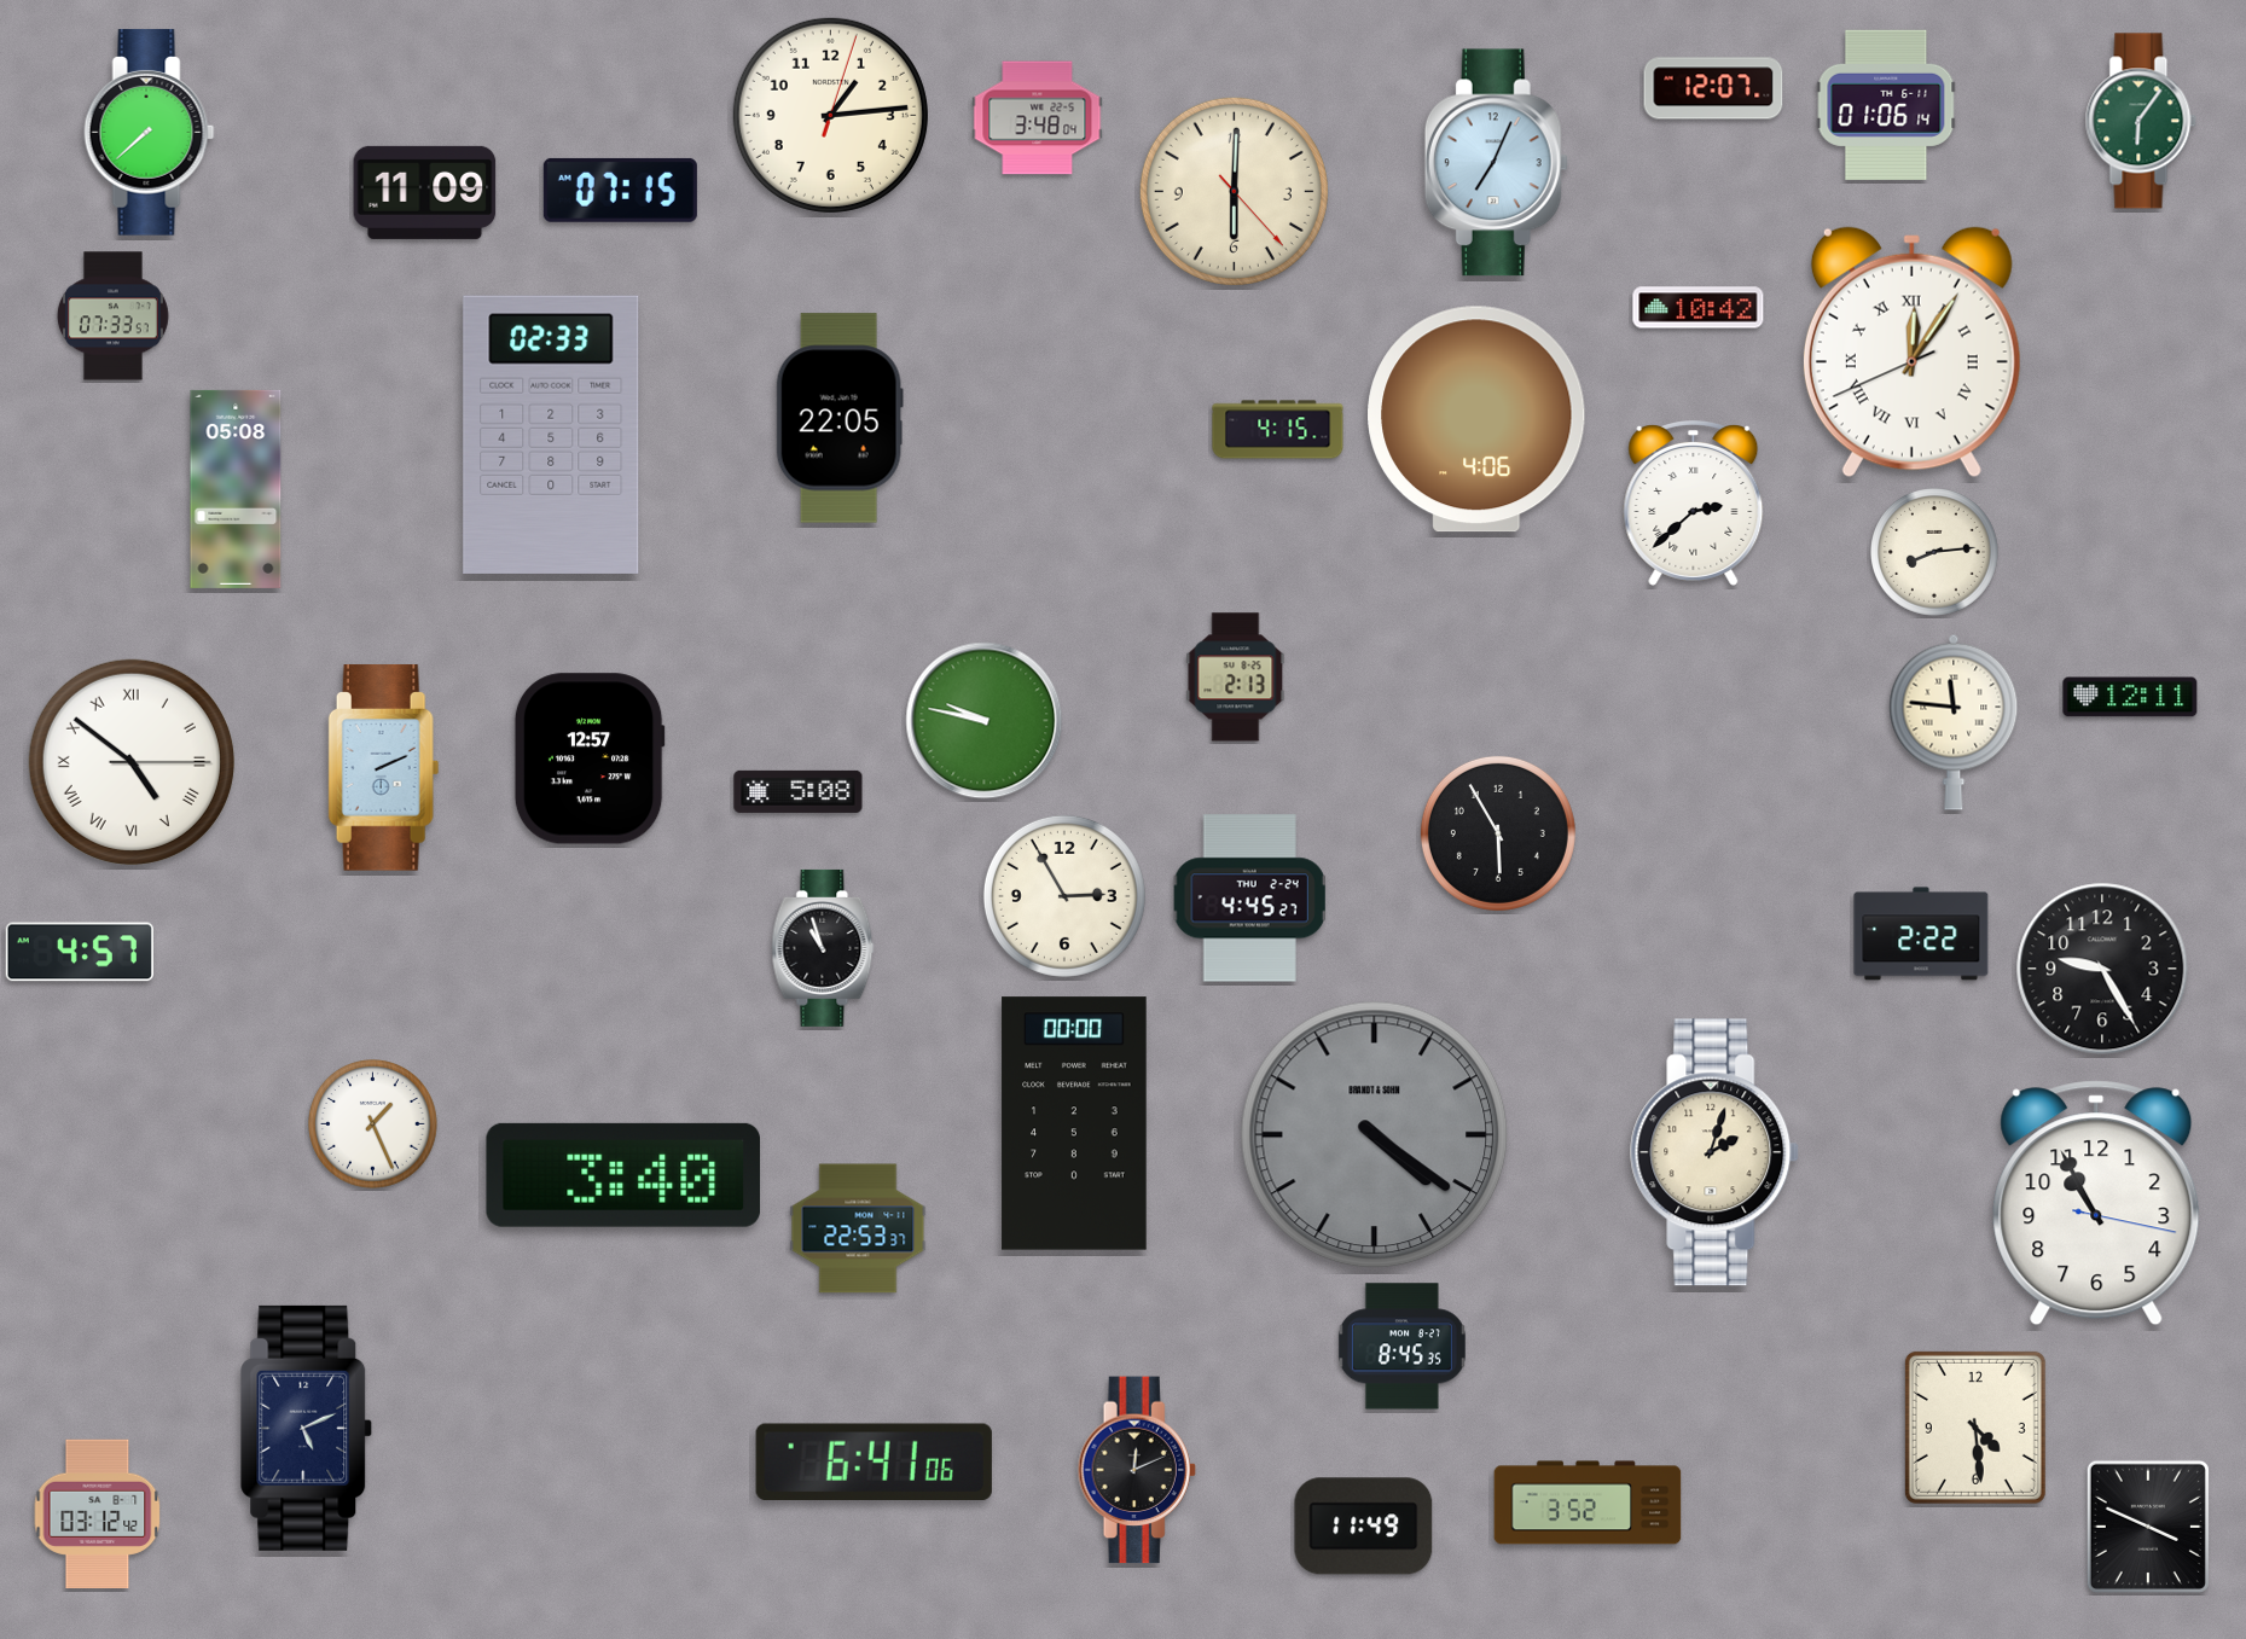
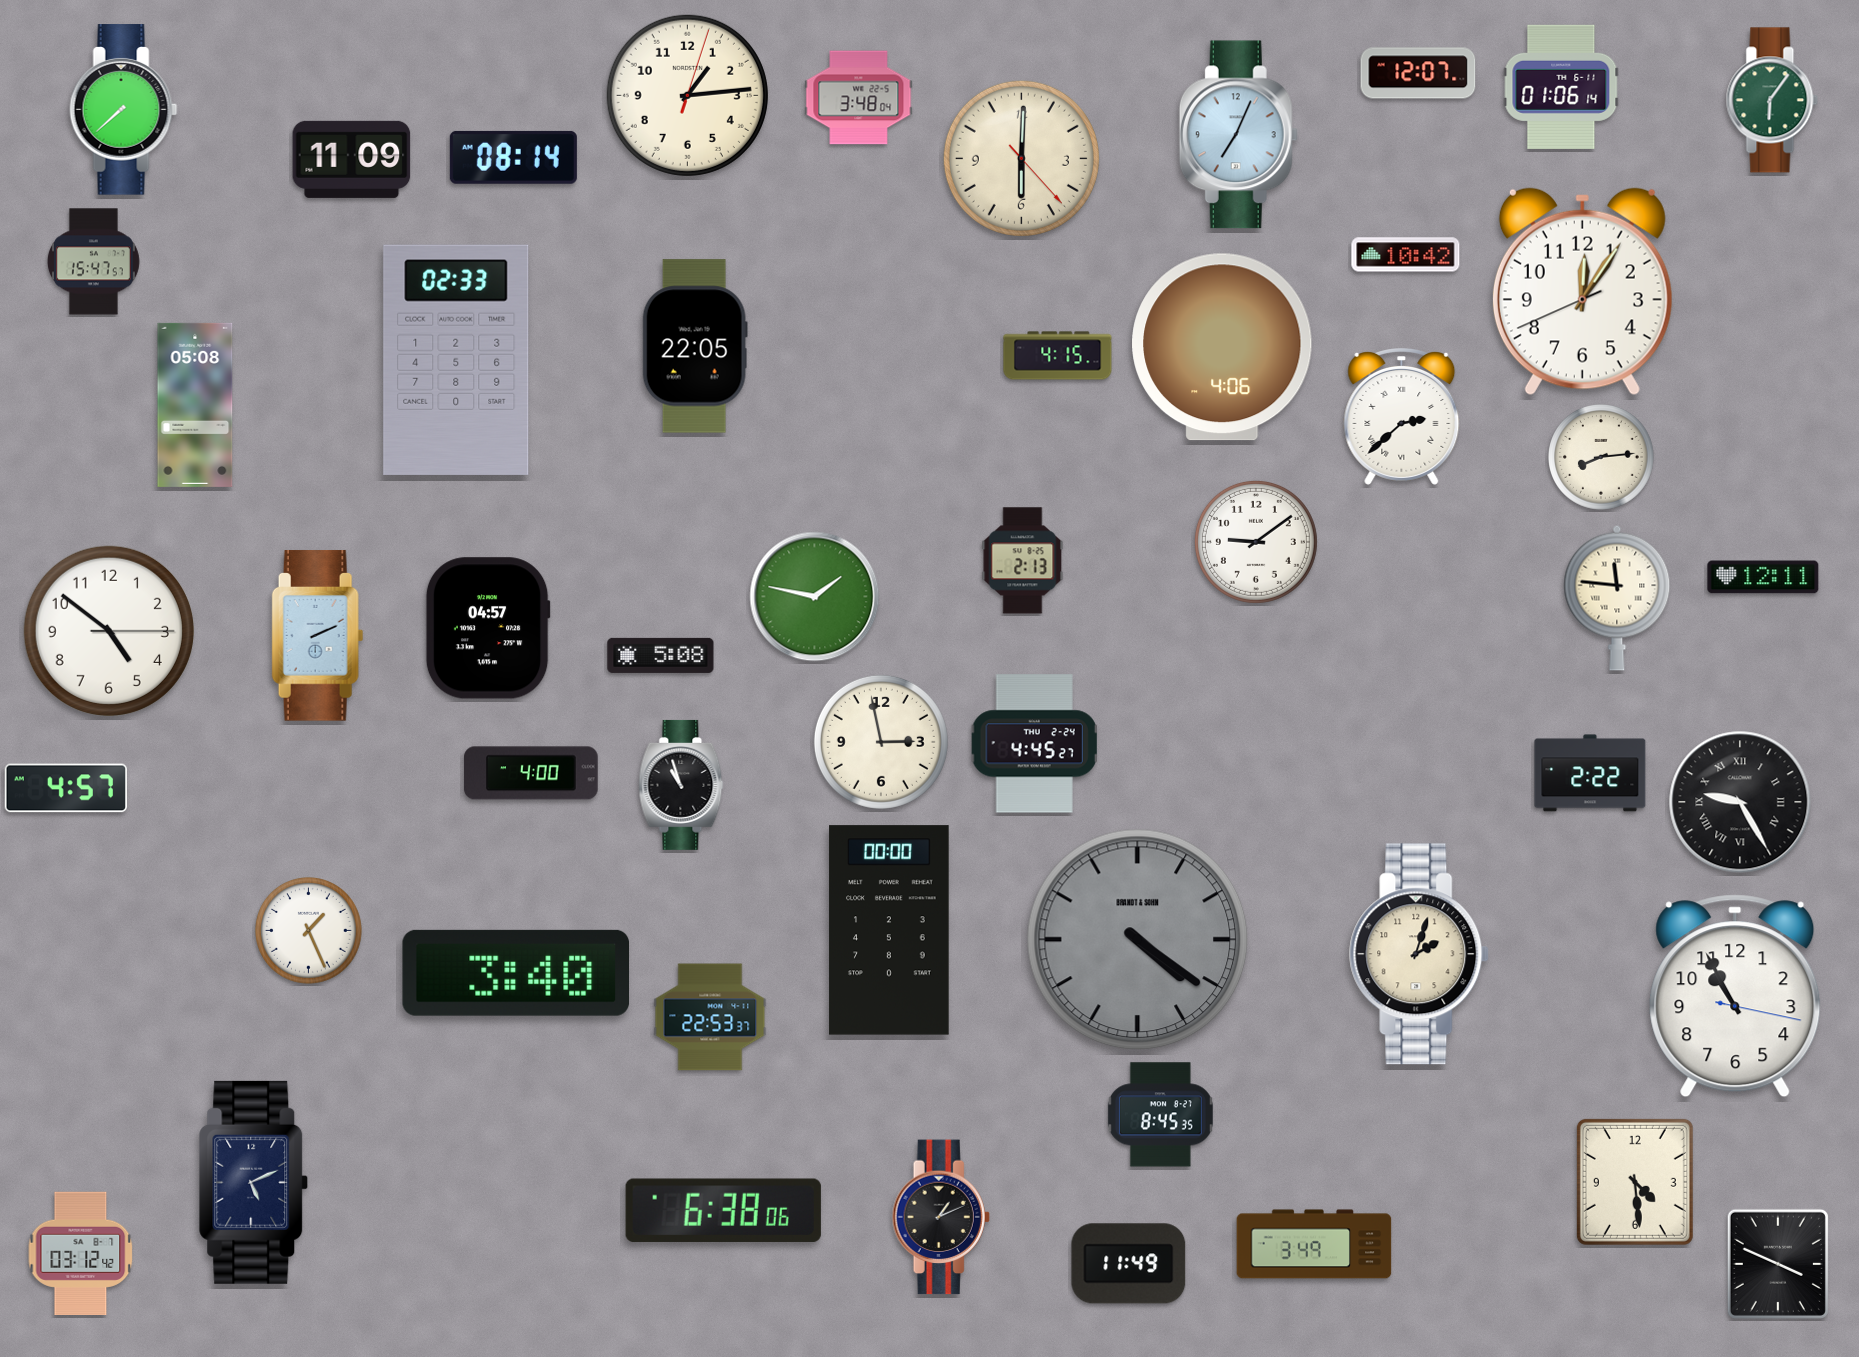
clock at (620, 190): 07:15 -> 08:14
clock at (112, 316): 07:33 -> 15:47
clock at (1911, 353) numerals: Roman -> Arabic
clock at (1256, 542): none -> 9:09
clock at (985, 721): 9:47 -> 1:47
clock at (590, 759): 12:57 -> 04:57
clock at (132, 762) numerals: Roman -> Arabic
clock at (1498, 833): 5:55 -> none
clock at (1064, 896): 2:55 -> 2:58
clock at (531, 773): none -> 4:00
clock at (2102, 969) numerals: Arabic -> Roman
clock at (874, 1461): 6:41 -> 6:38
clock at (1137, 1470): 12:11 -> 1:11
clock at (1588, 1503): 3:52 -> 3:49
